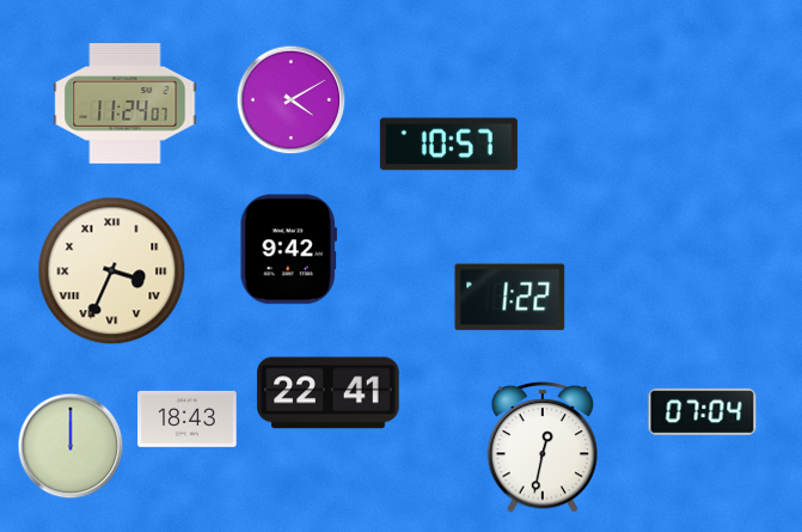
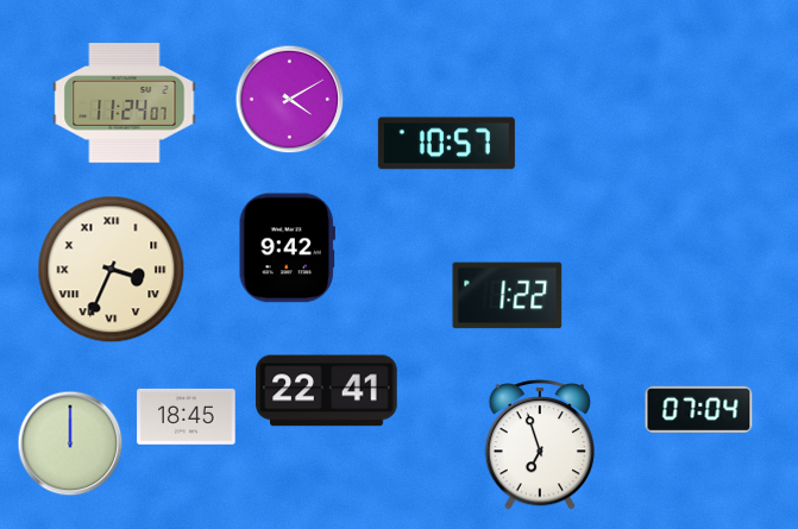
clock at (188, 418): 18:43 -> 18:45
clock at (543, 447): 12:32 -> 6:57
